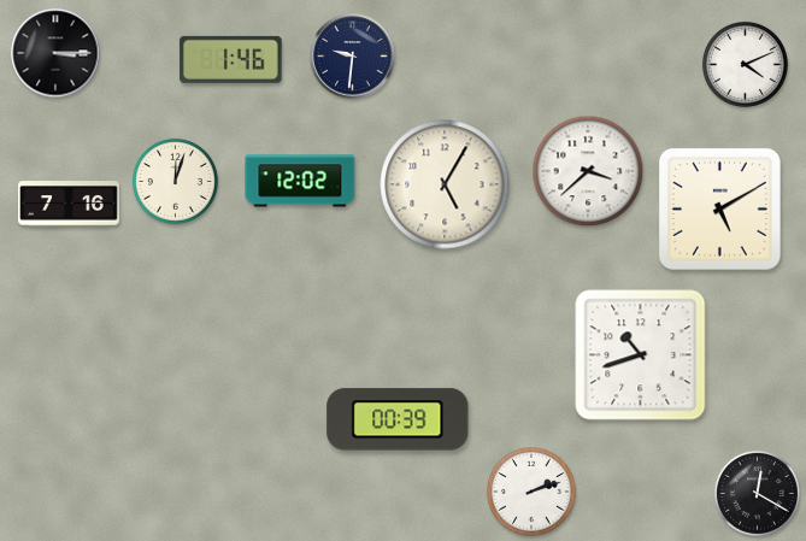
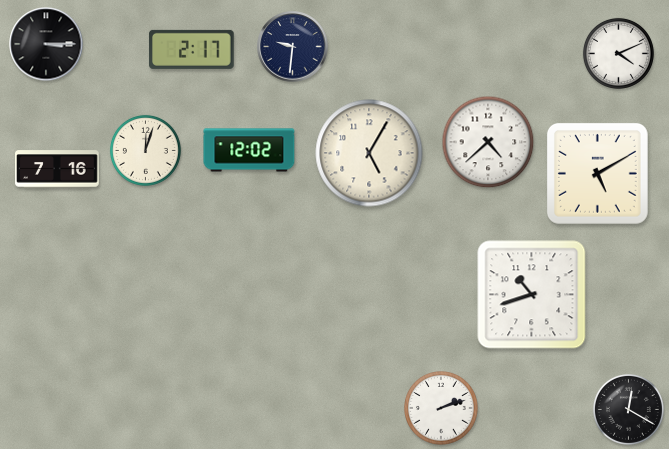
clock at (231, 59): 1:46 -> 2:17
clock at (588, 171): 3:38 -> 4:38
clock at (398, 419): 00:39 -> none
